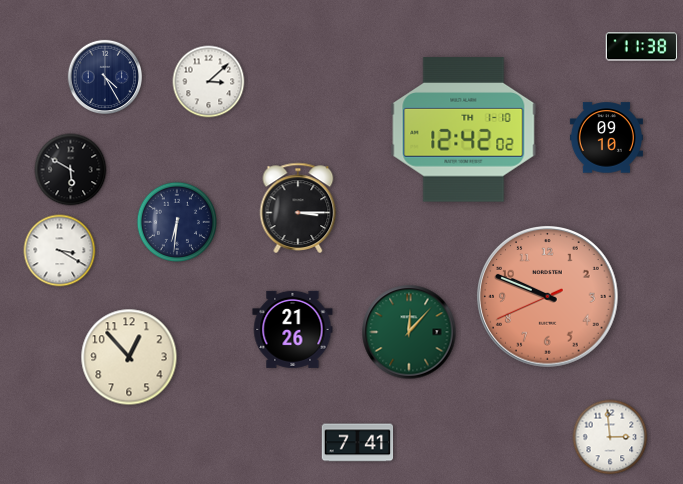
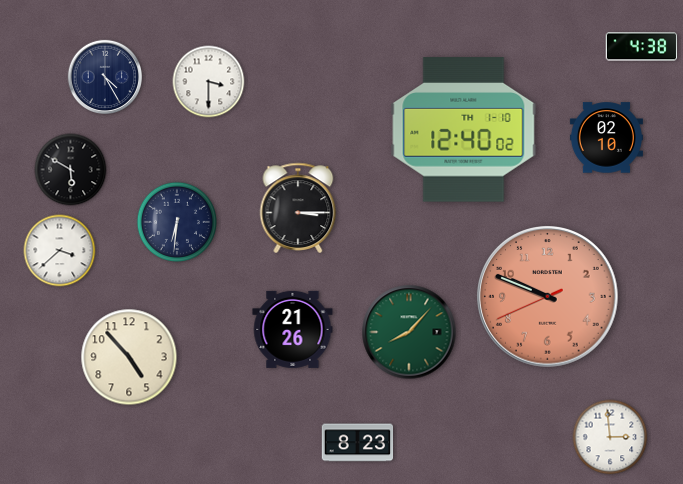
clock at (642, 47): 11:38 -> 4:38
clock at (209, 82): 3:08 -> 3:30
clock at (464, 130): 12:42 -> 12:40
clock at (606, 138): 09:10 -> 02:10
clock at (60, 251): 3:20 -> 3:38
clock at (409, 332): 12:07 -> 8:07
clock at (129, 357): 12:53 -> 4:53
clock at (358, 443): 7:41 -> 8:23
